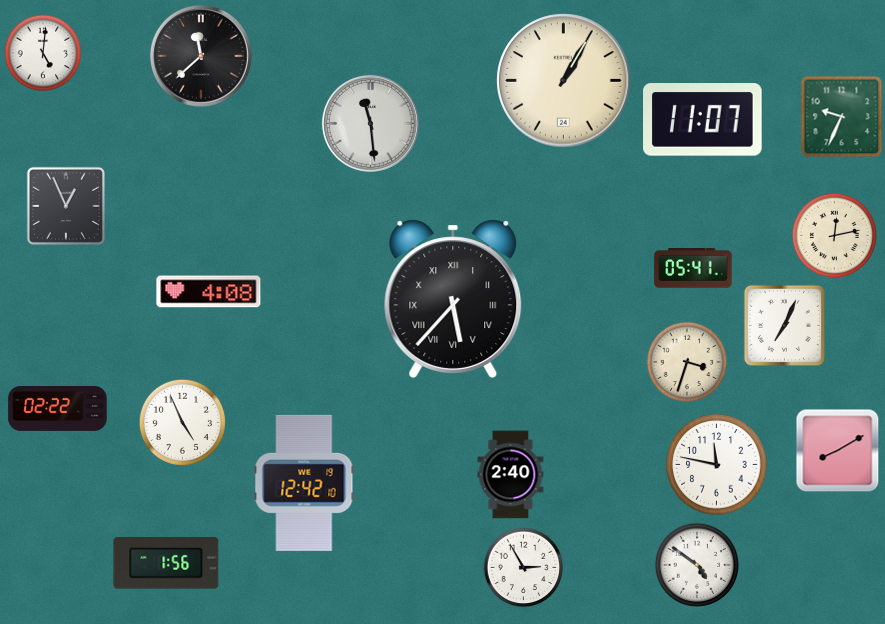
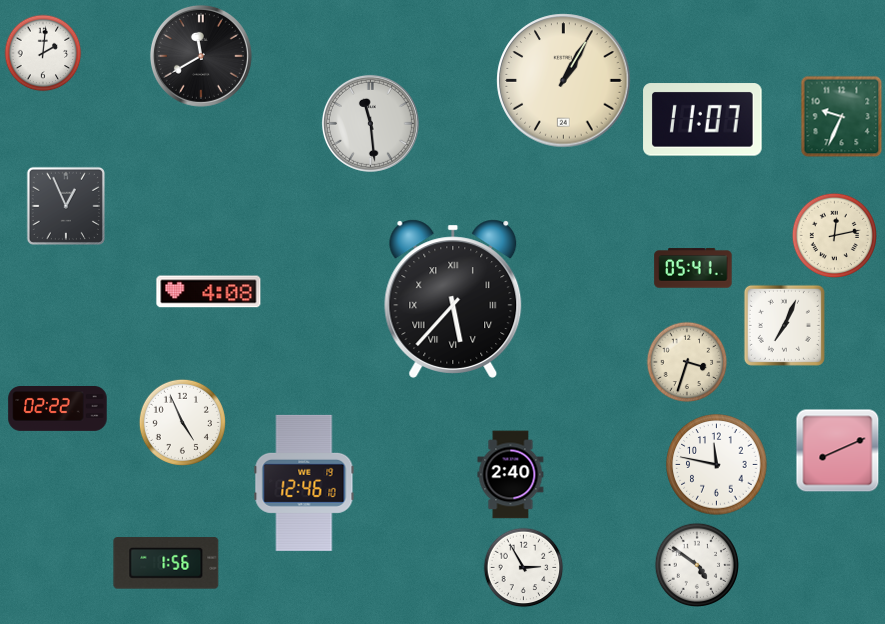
clock at (43, 53): 5:01 -> 2:01
clock at (201, 56): 11:38 -> 11:40
clock at (838, 451): 8:10 -> 8:11
clock at (304, 483): 12:42 -> 12:46
